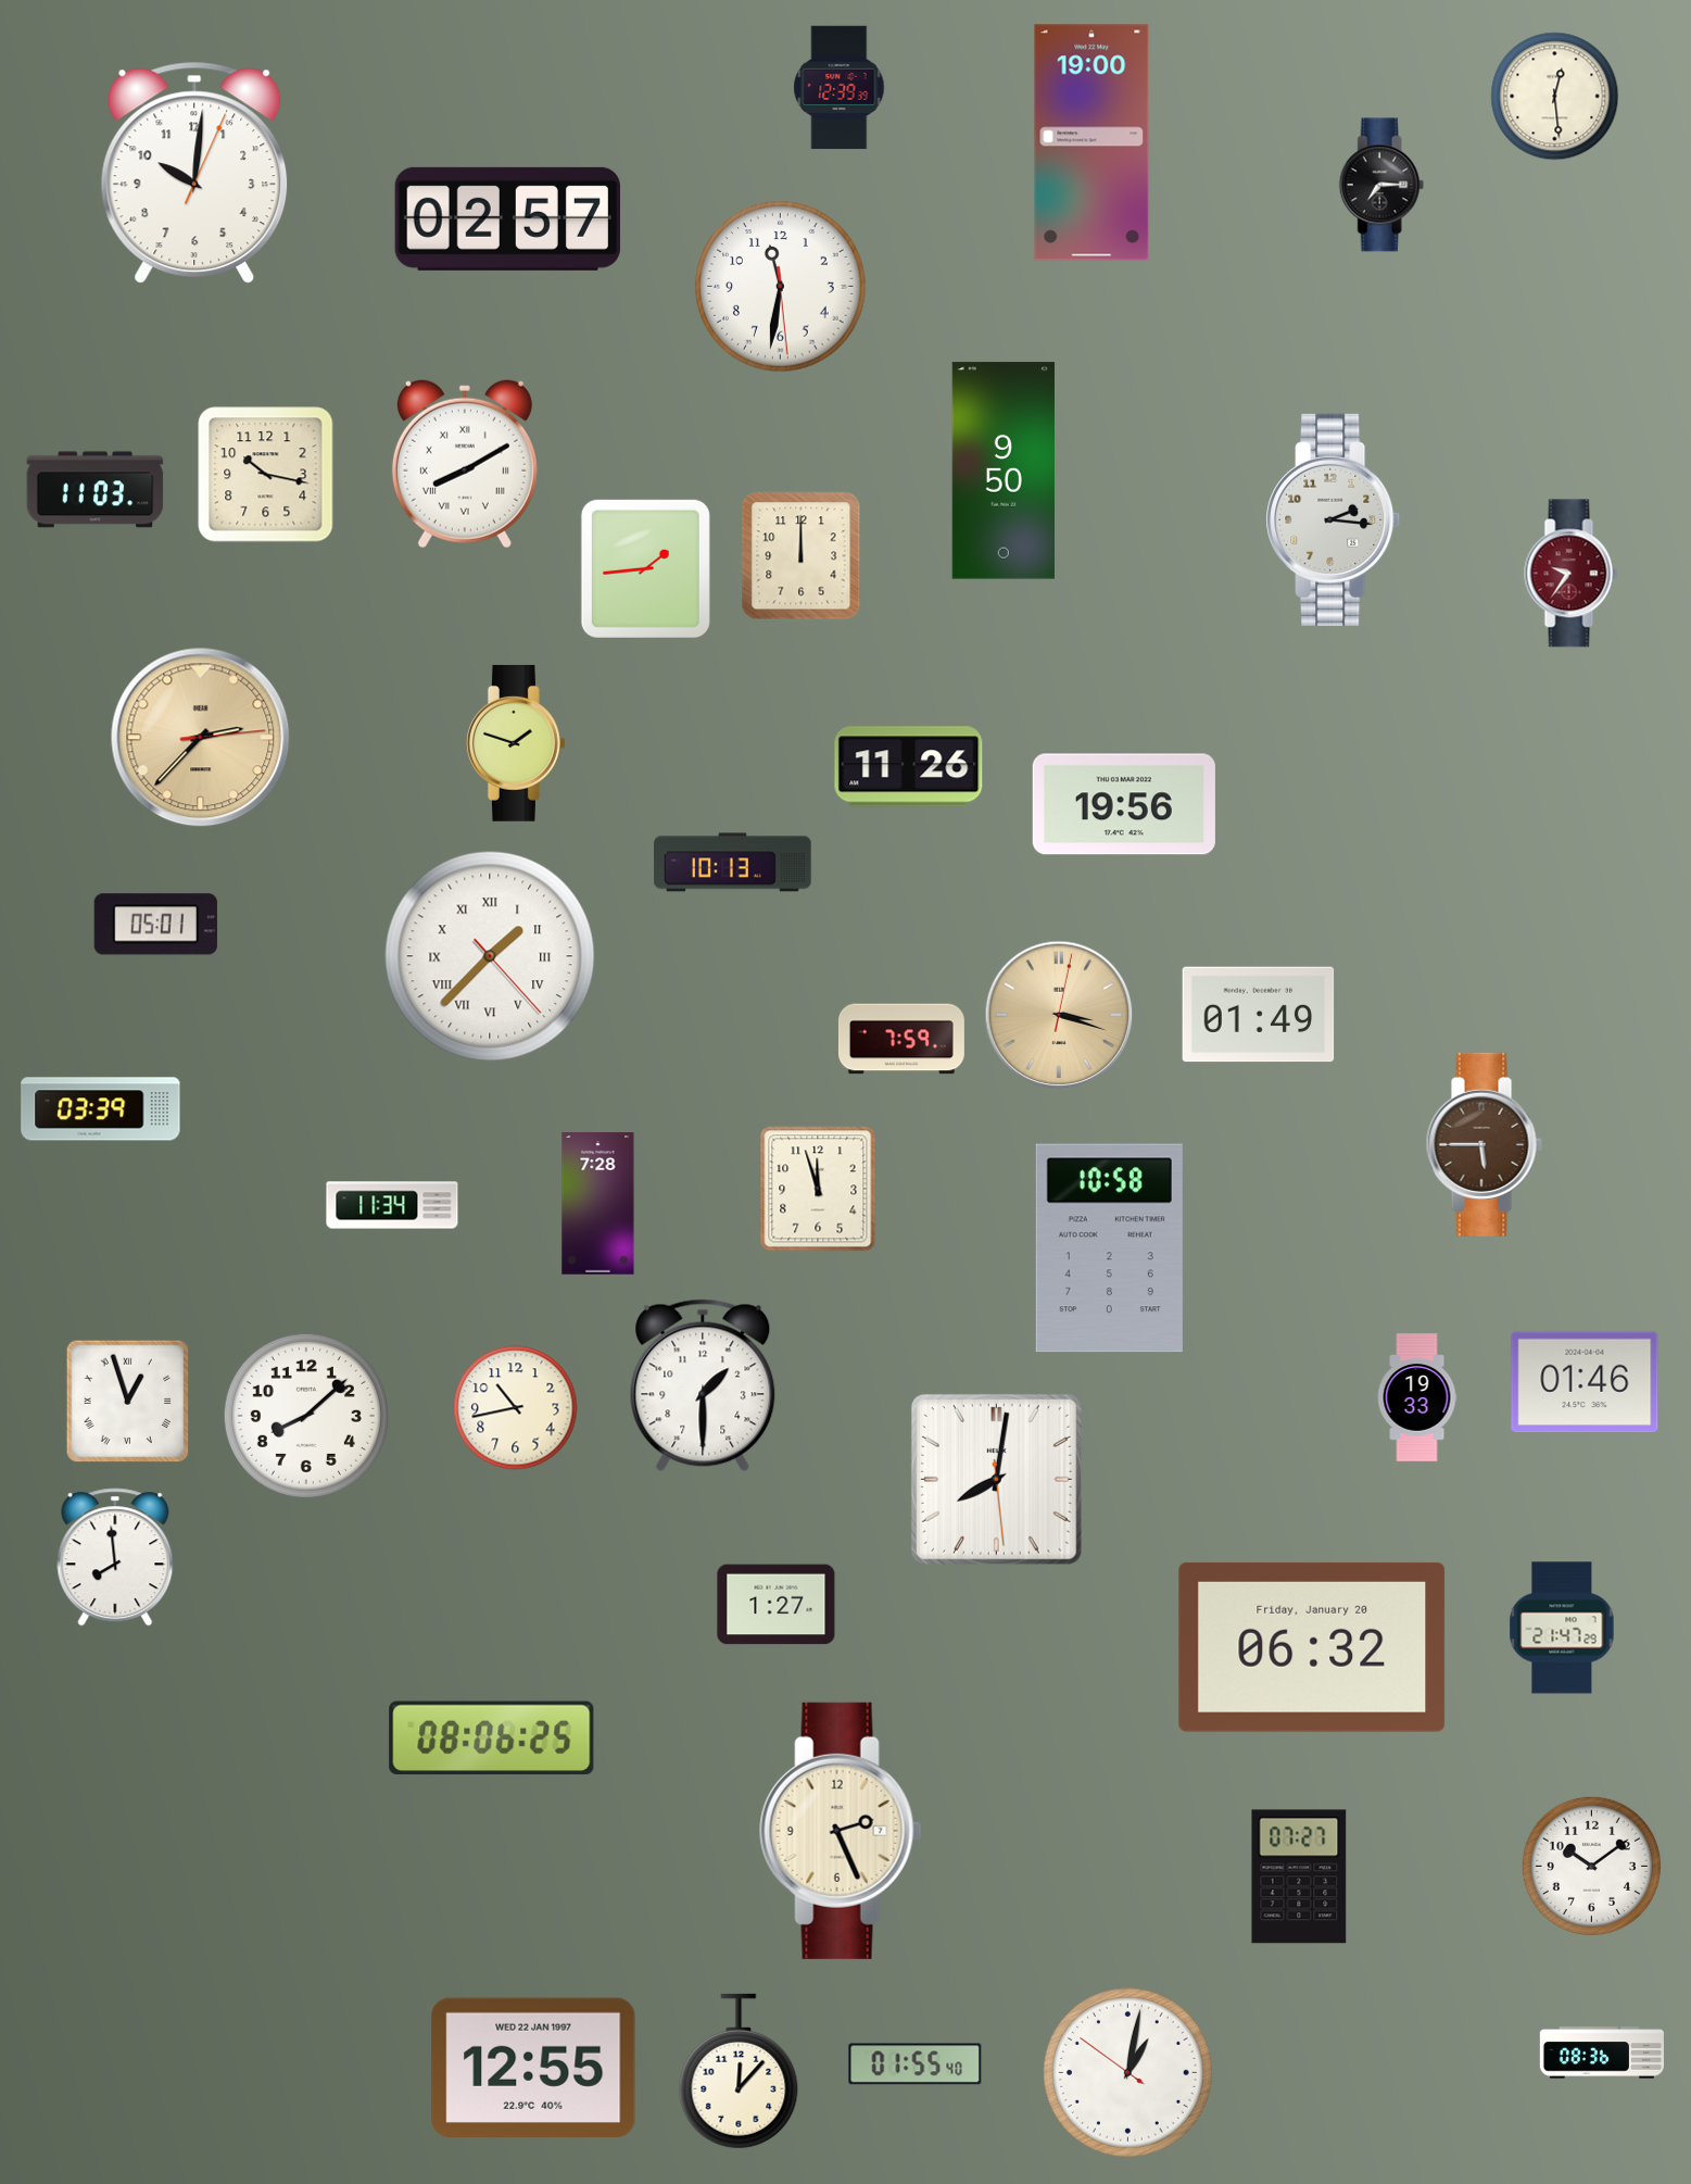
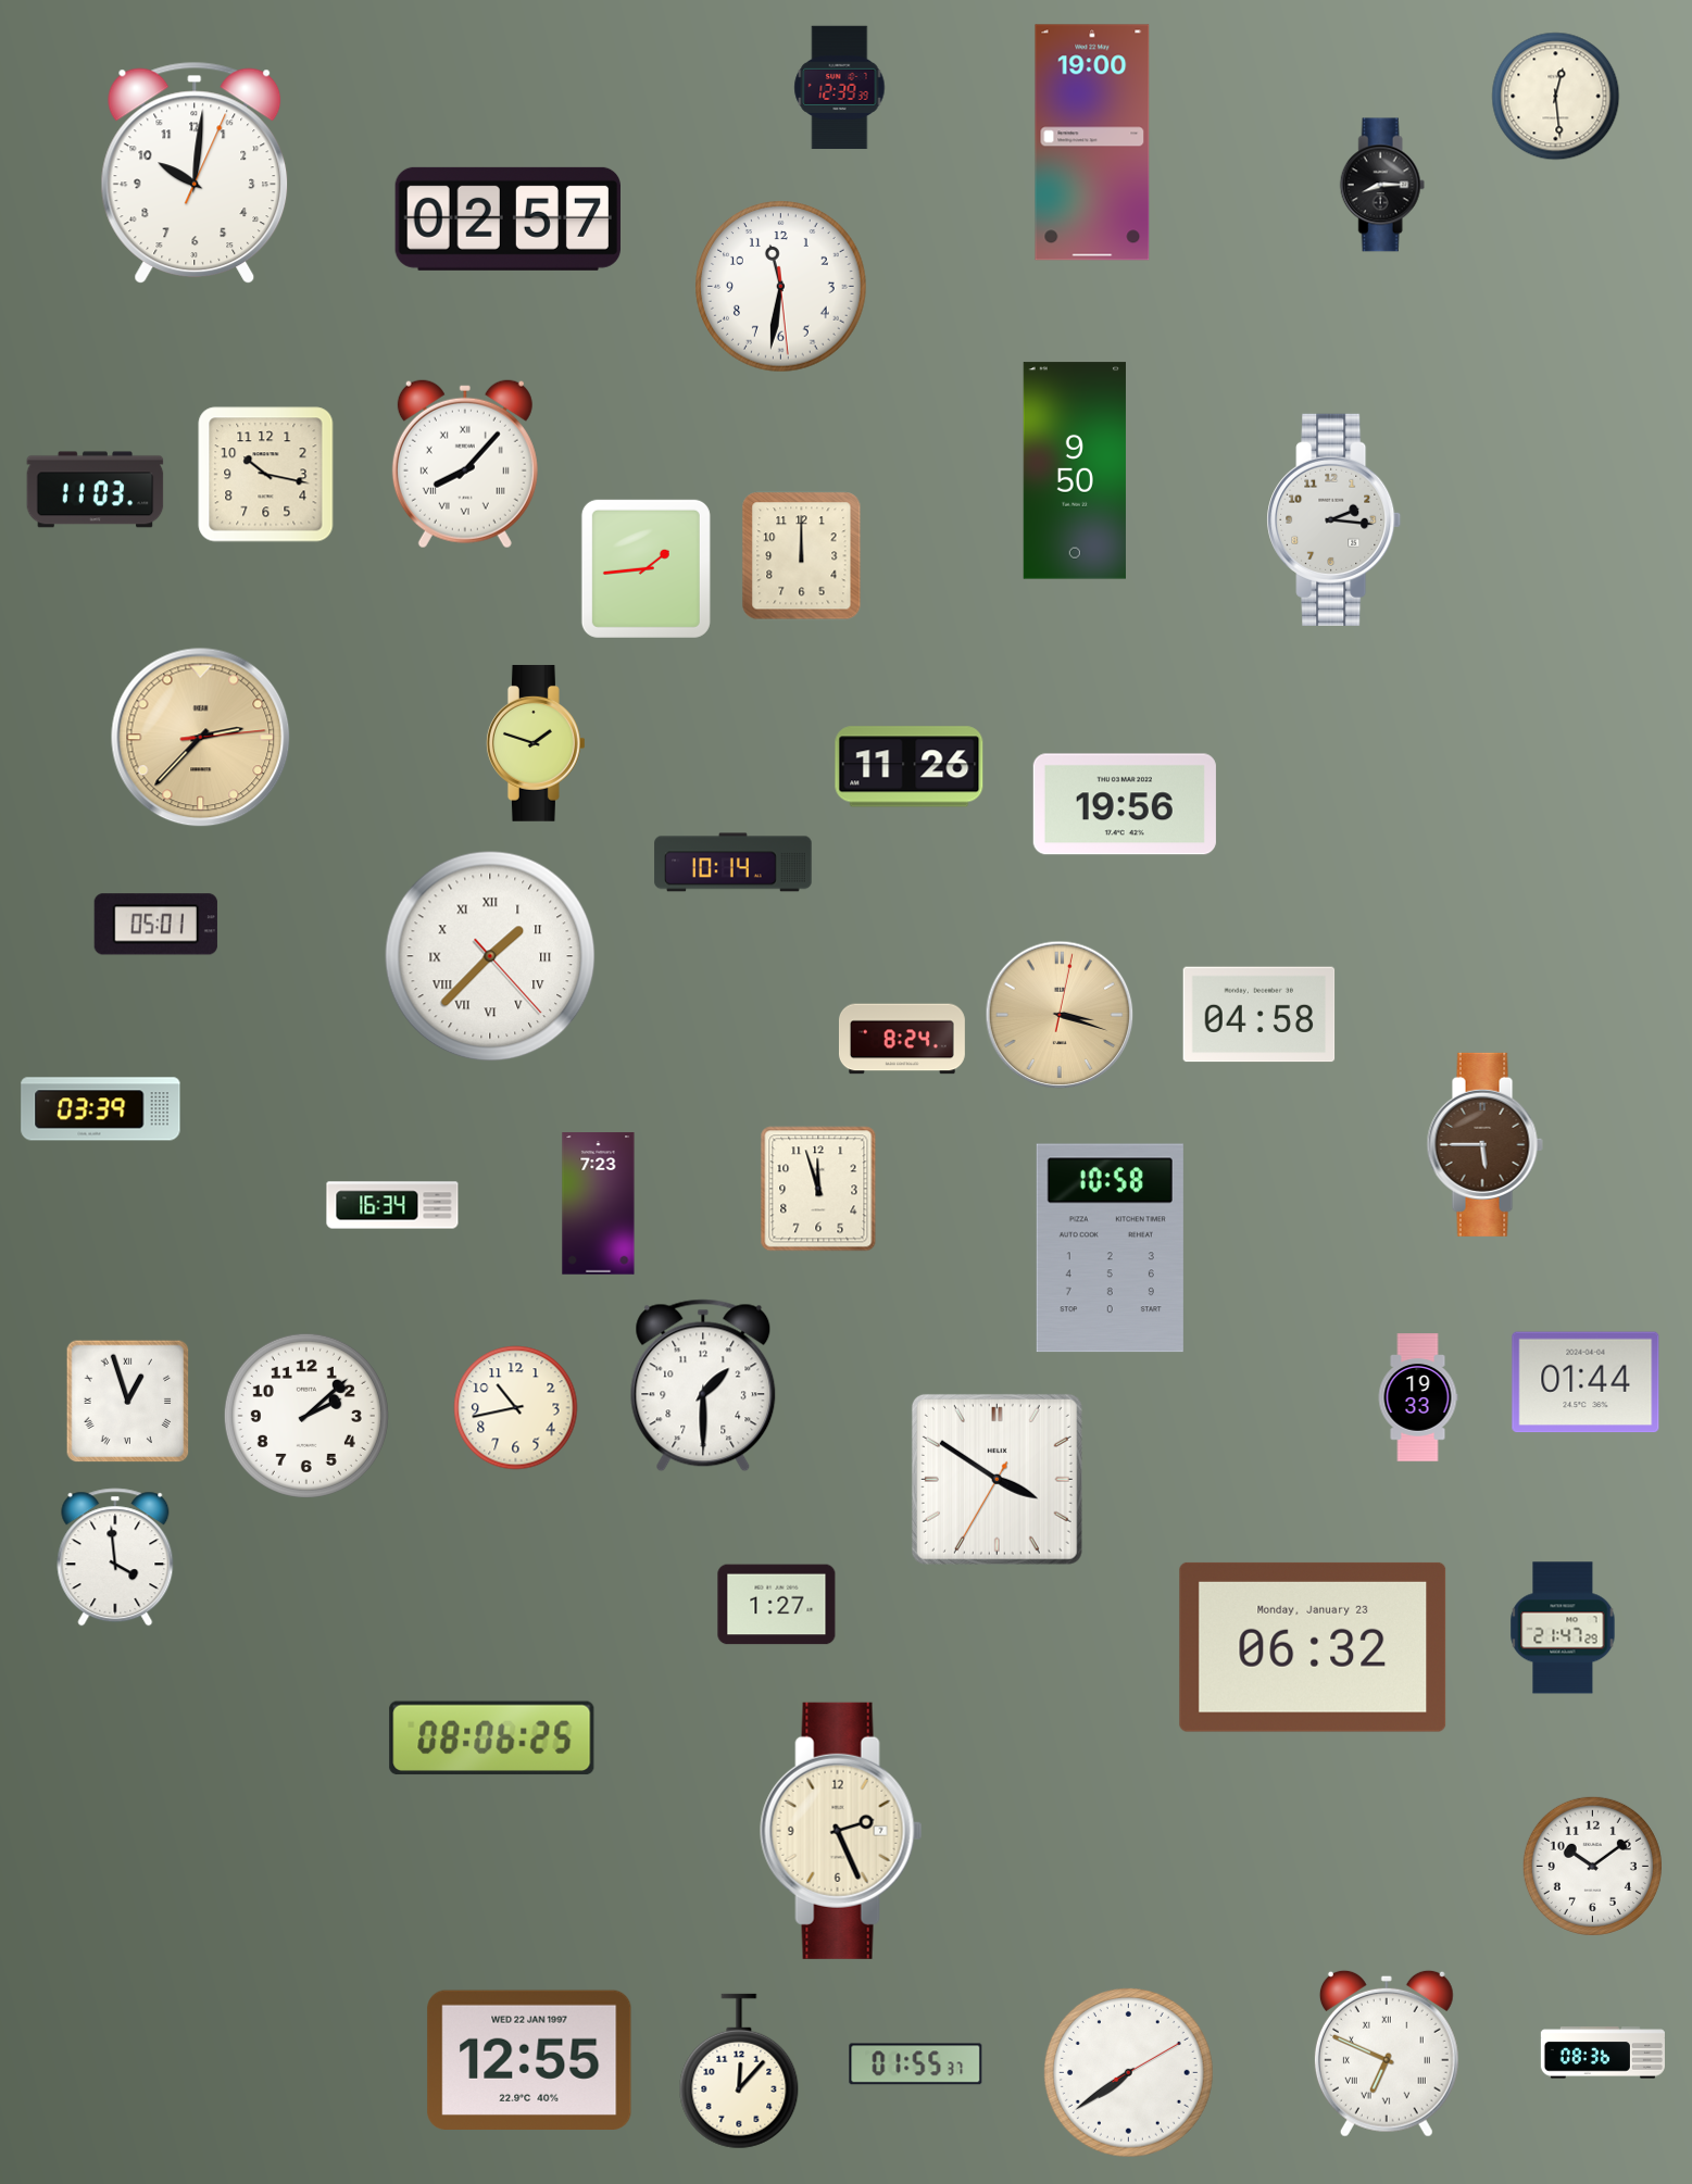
clock at (1381, 185): 7:15 -> 8:15
clock at (465, 464): 8:10 -> 8:07
clock at (1004, 470) position: (1004, 470) -> (1075, 470)
clock at (1572, 574): 9:36 -> none
clock at (516, 743) position: (516, 743) -> (536, 743)
clock at (733, 863): 10:13 -> 10:14
clock at (1259, 1015): 01:49 -> 04:58
clock at (901, 1039): 7:59 -> 8:24
clock at (598, 1204): 7:28 -> 7:23
clock at (392, 1205): 11:34 -> 16:34
clock at (1585, 1382): 01:46 -> 01:44
clock at (306, 1416): 8:08 -> 2:08
clock at (996, 1479): 8:01 -> 3:50
clock at (115, 1557): 7:59 -> 3:59
clock at (1312, 1647) date: Friday, January 20 -> Monday, January 23
clock at (1299, 1877): 07:27 -> none
clock at (1387, 2054): none -> 6:49
clock at (916, 2064): 01:55:40 -> 01:55:37
clock at (533, 2067) position: (533, 2067) -> (529, 2059)
clock at (1127, 2072): 1:01 -> 7:39
